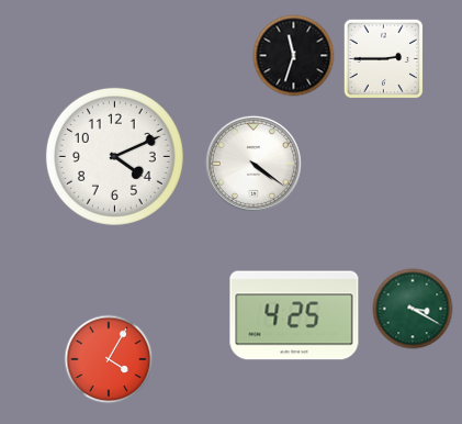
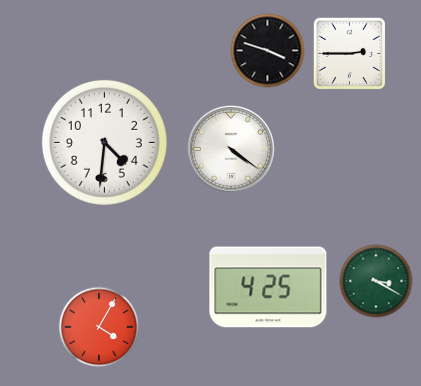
clock at (294, 56): 11:33 -> 3:48
clock at (114, 156): 4:11 -> 4:31
